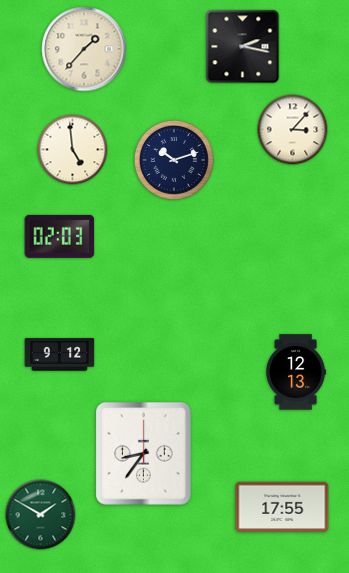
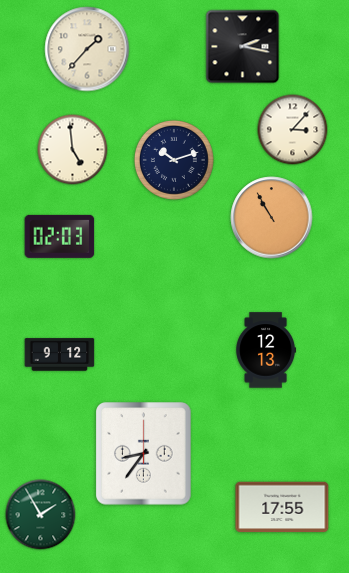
clock at (84, 49) position: (84, 49) -> (87, 49)
clock at (272, 218): none -> 10:55
clock at (296, 372) position: (296, 372) -> (266, 350)
clock at (41, 515): 1:50 -> 1:55
